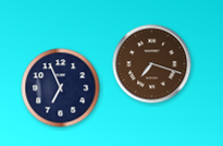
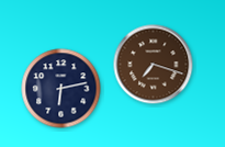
clock at (61, 88): 6:56 -> 6:13
